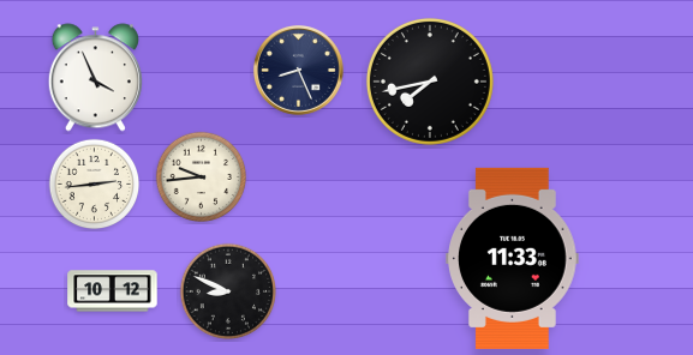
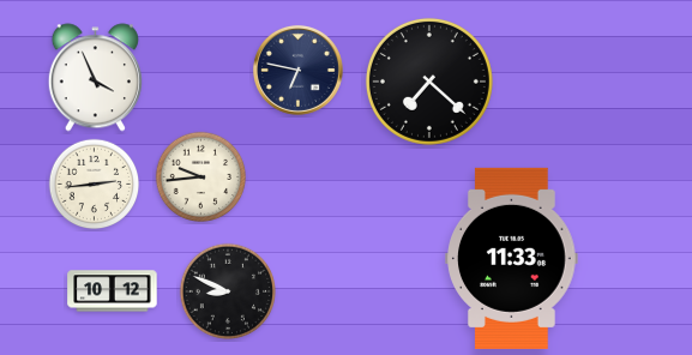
clock at (298, 70): 8:26 -> 6:47
clock at (430, 82): 7:43 -> 7:22
